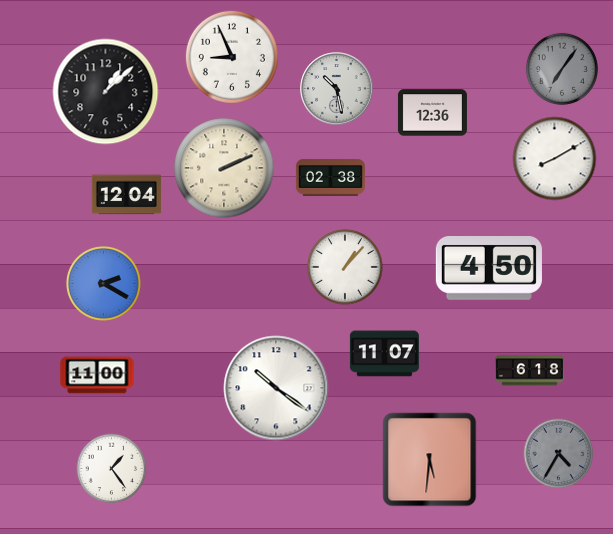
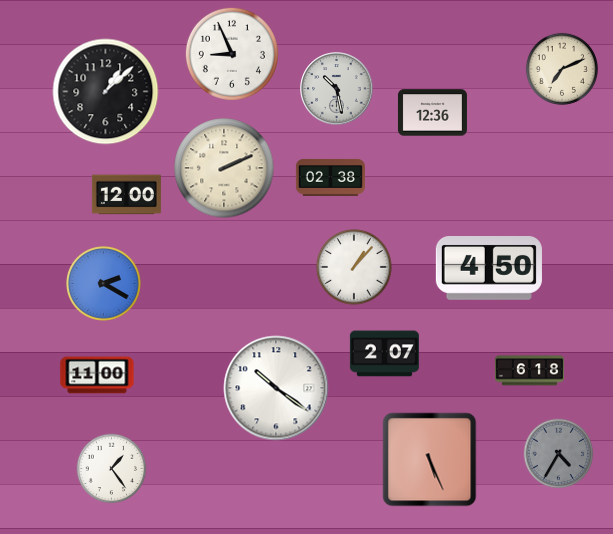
clock at (232, 57) position: (232, 57) -> (232, 54)
clock at (562, 69): 7:06 -> 7:11
clock at (562, 69) dial: grey -> cream
clock at (555, 159): 8:10 -> none
clock at (126, 195): 12:04 -> 12:00
clock at (345, 267) position: (345, 267) -> (354, 267)
clock at (384, 354): 11:07 -> 2:07
clock at (430, 460): 5:31 -> 5:26
